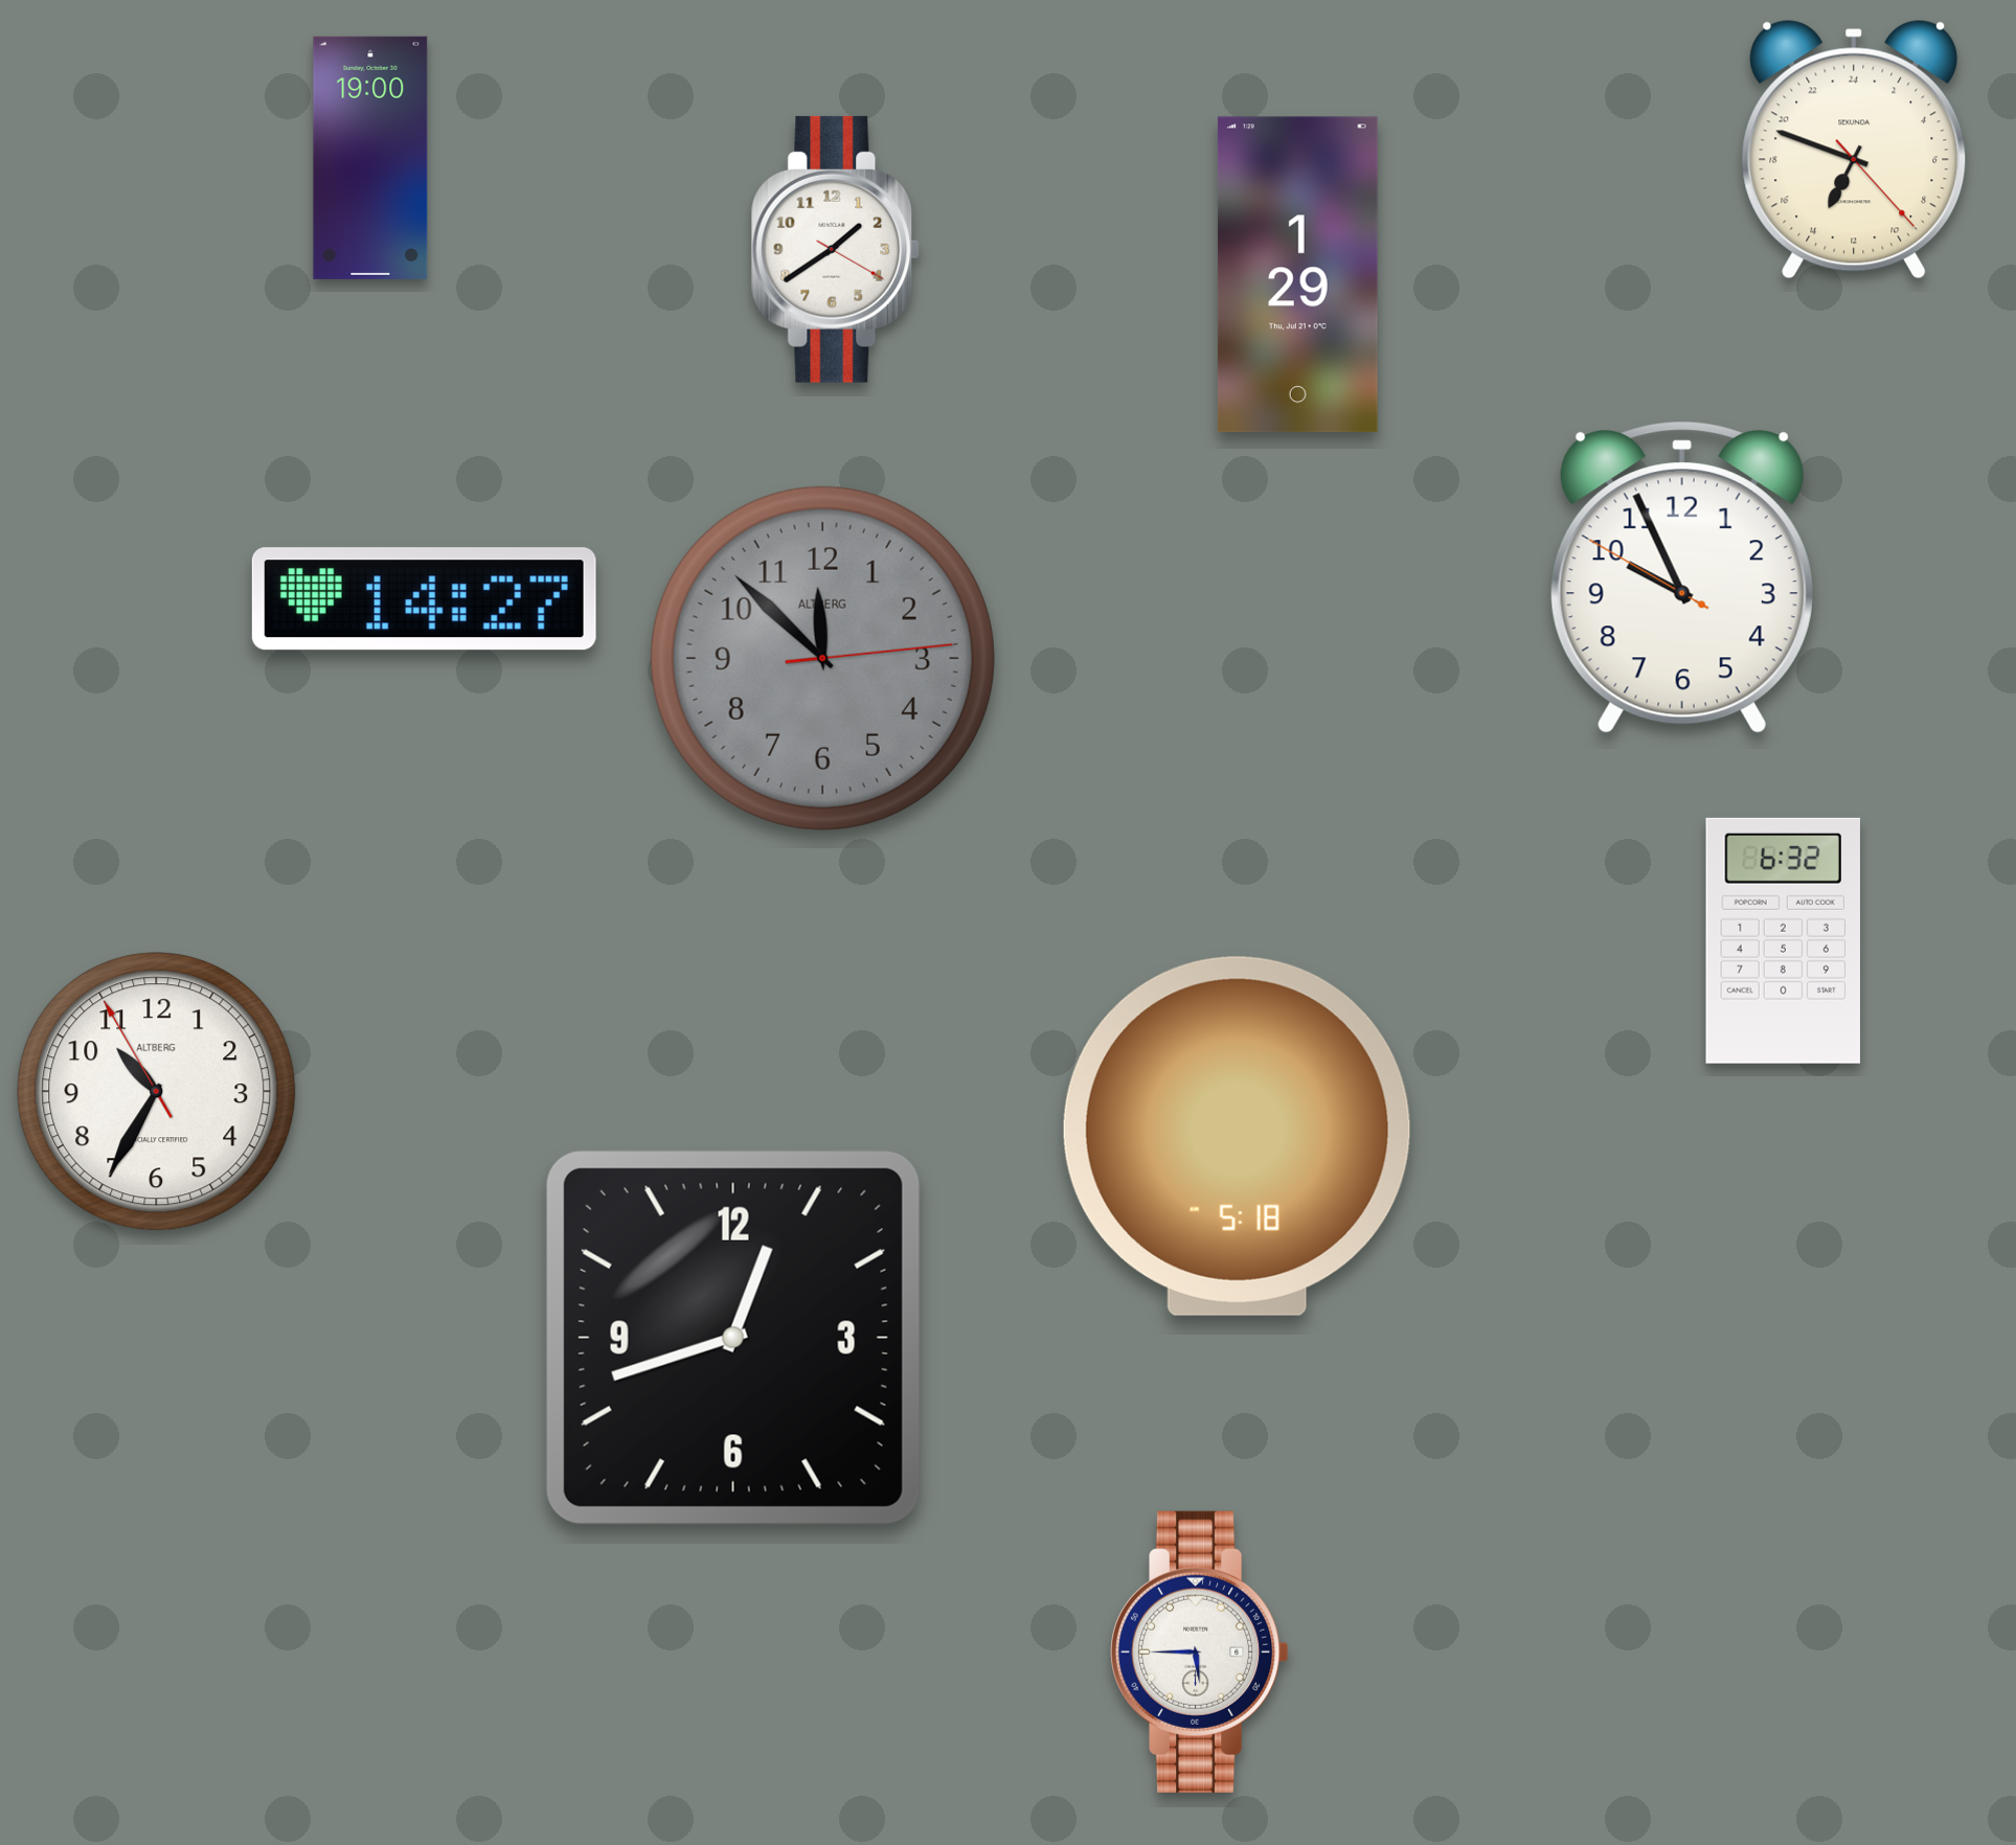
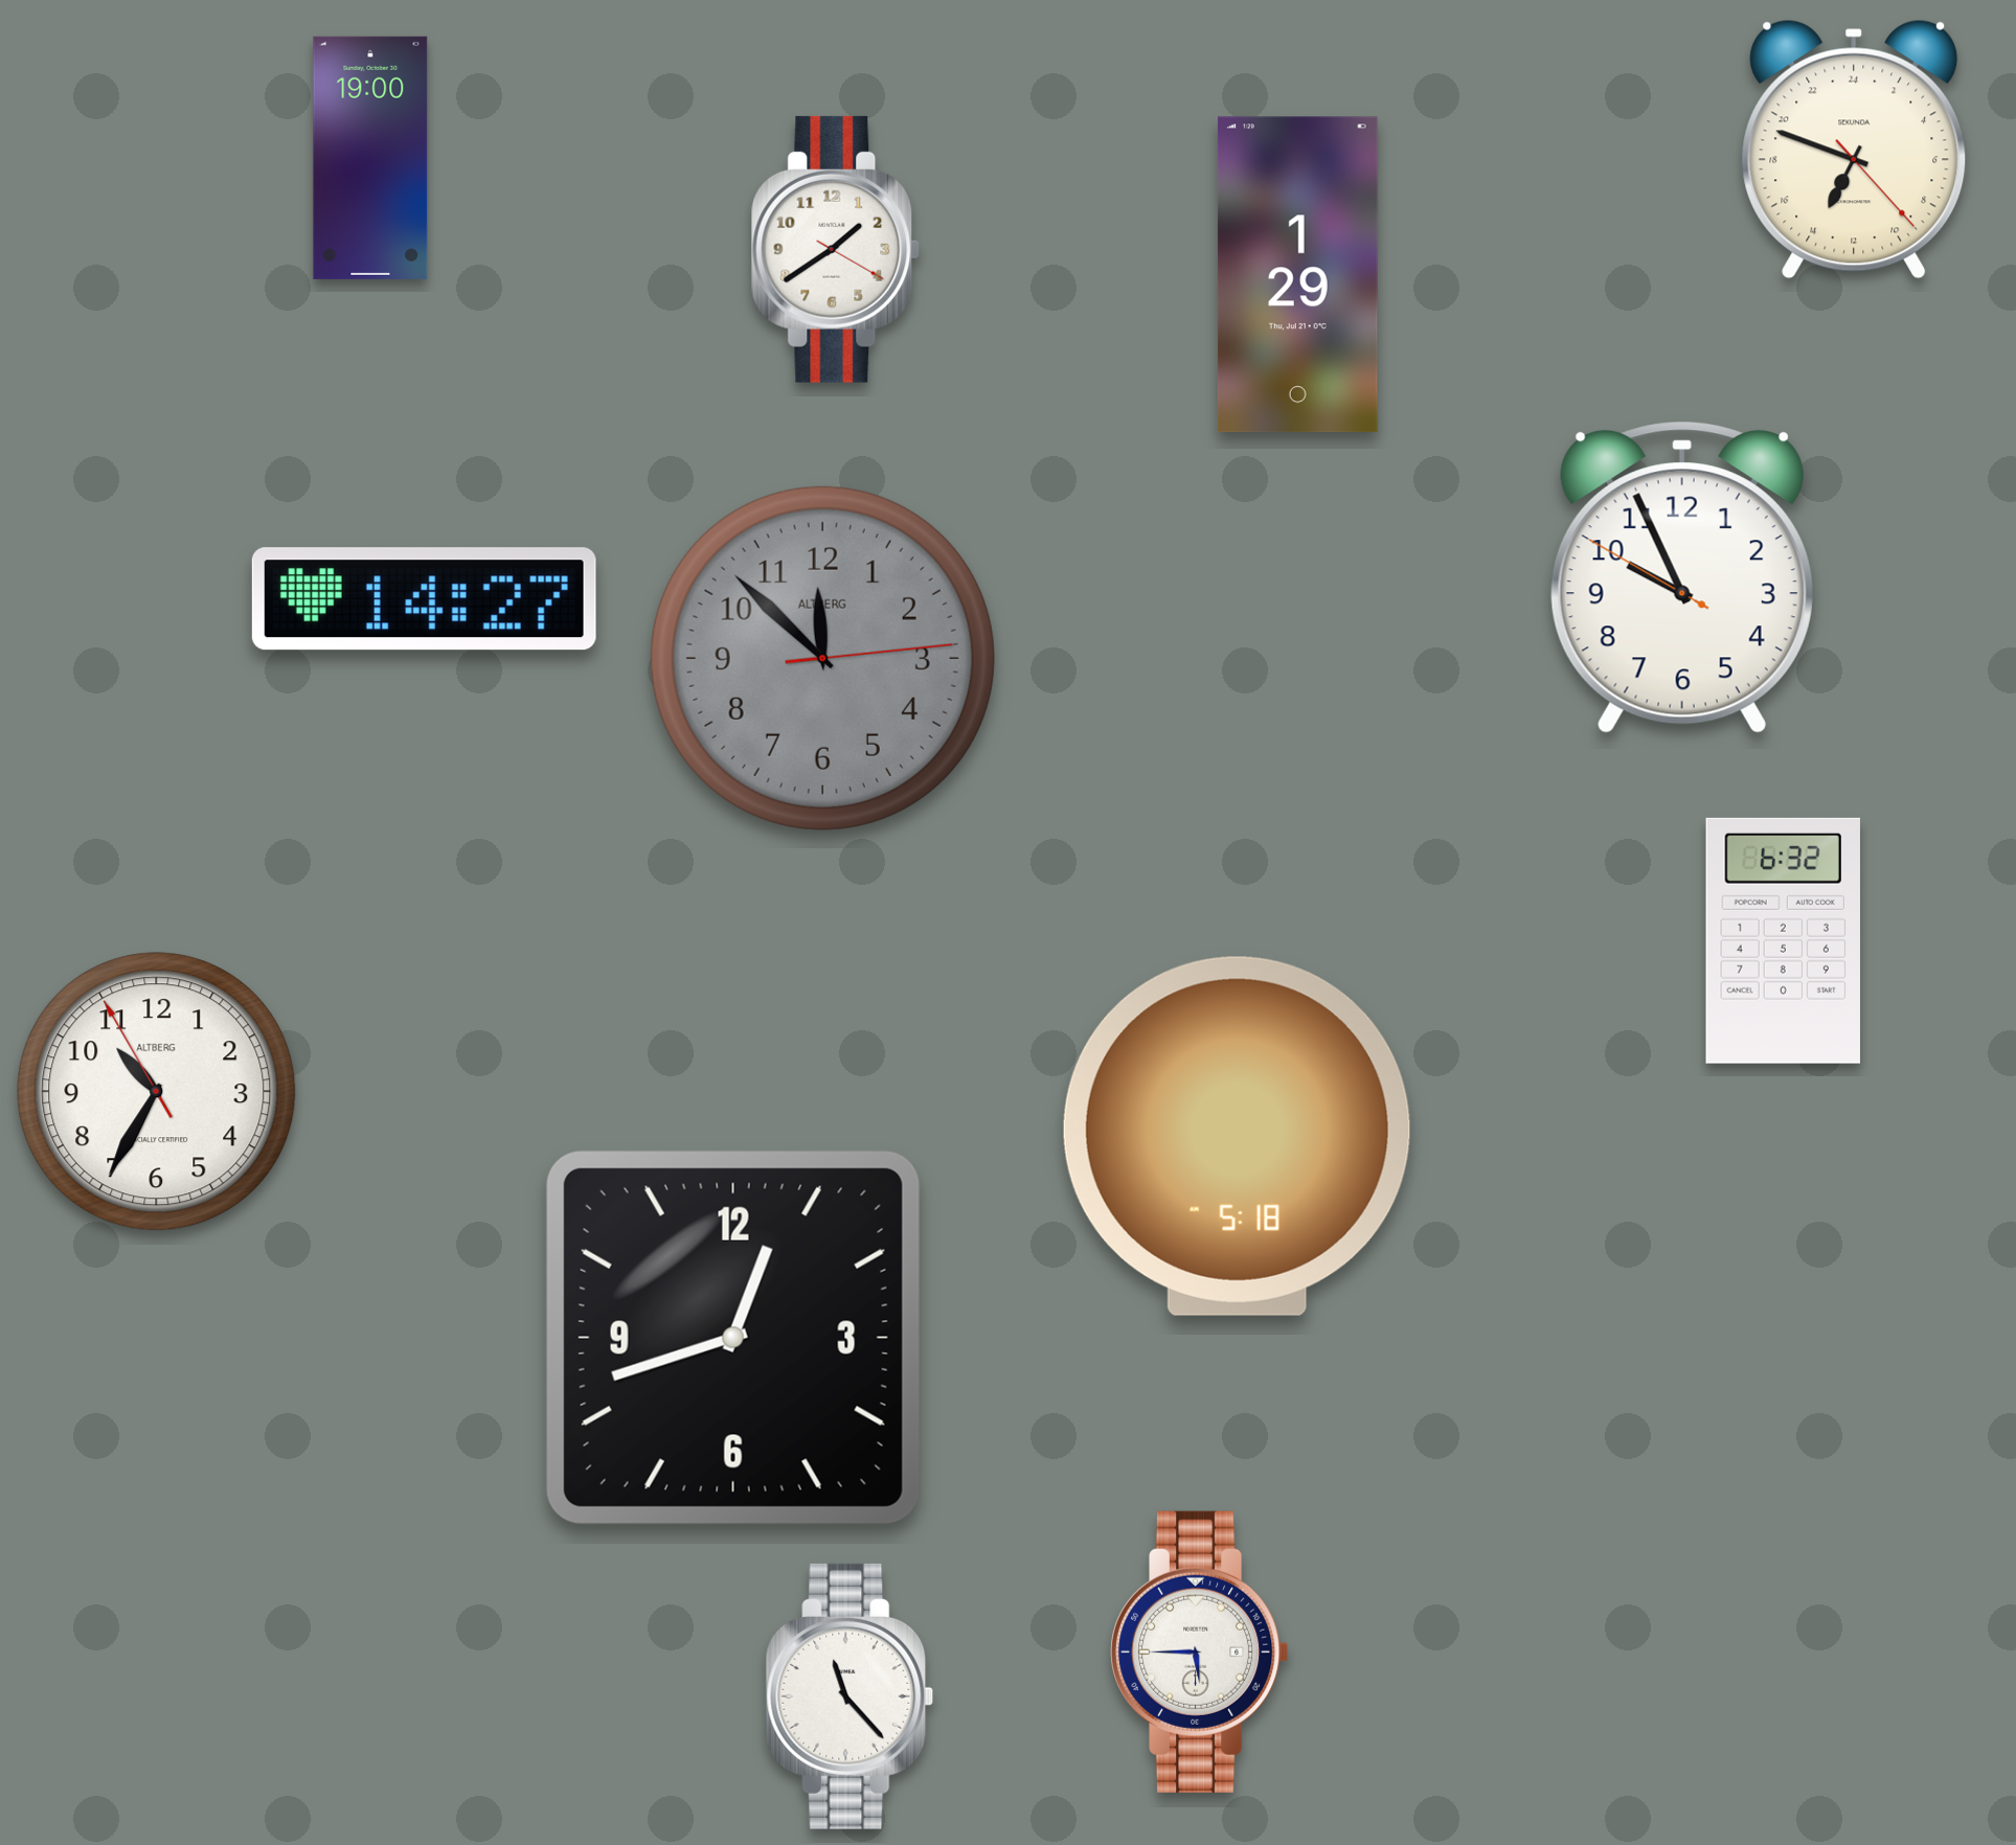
clock at (850, 1696): none -> 11:23
